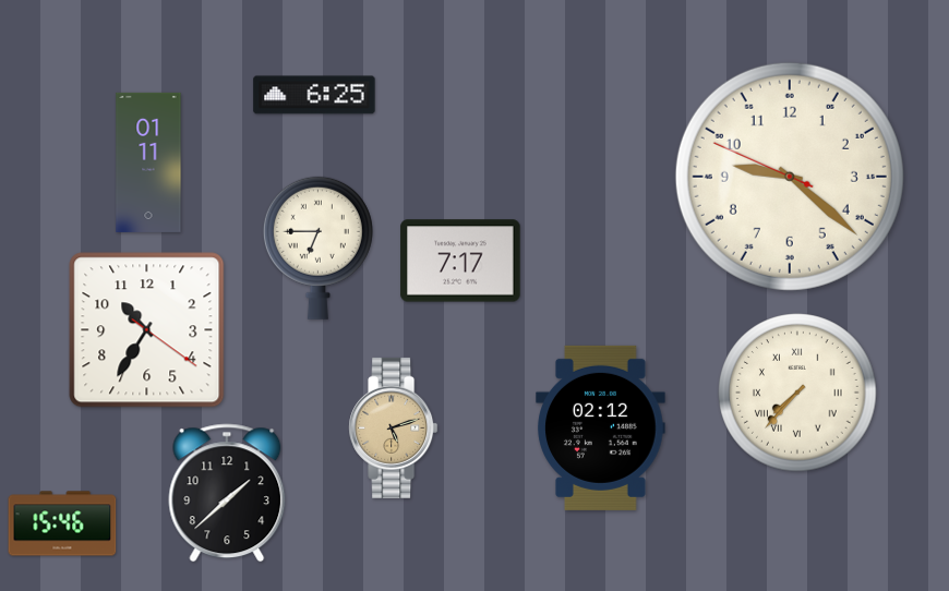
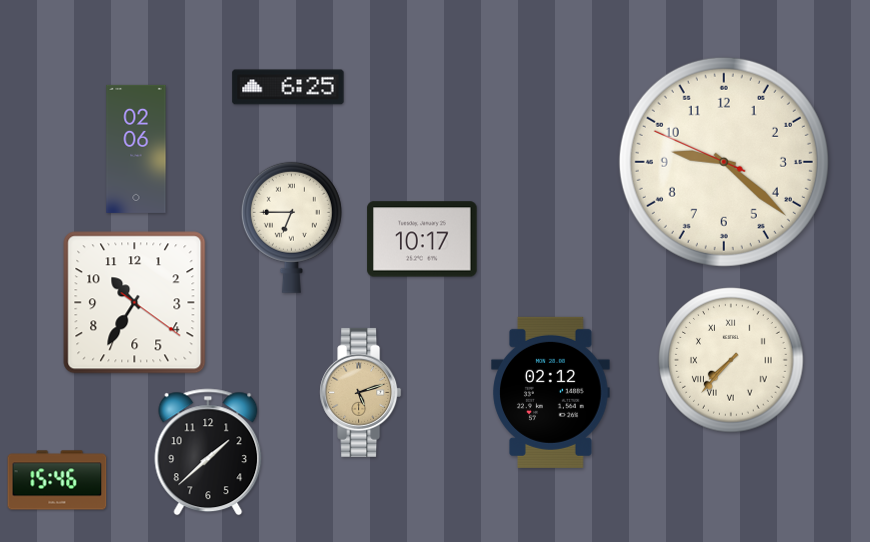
clock at (148, 162): 01:11 -> 02:06
clock at (460, 261): 7:17 -> 10:17
